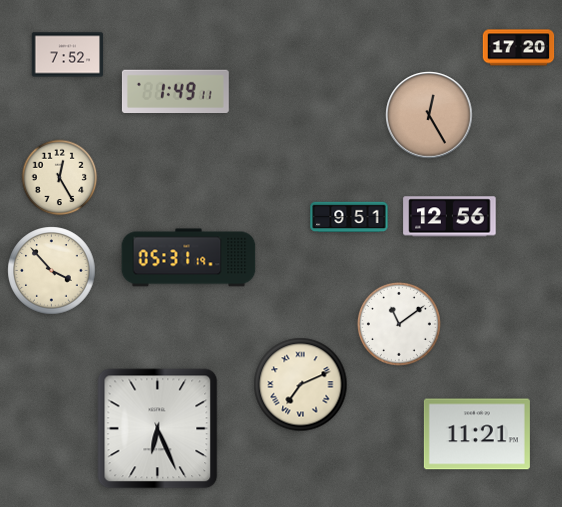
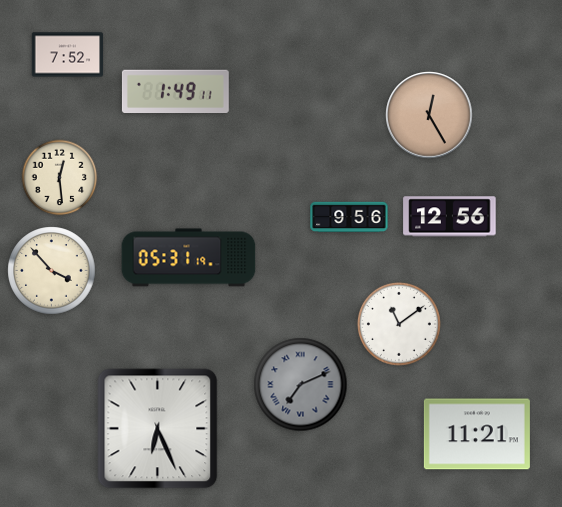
clock at (519, 48): 17:20 -> none
clock at (60, 178): 12:25 -> 12:29
clock at (349, 217): 9:51 -> 9:56
clock at (301, 385) dial: cream -> grey
